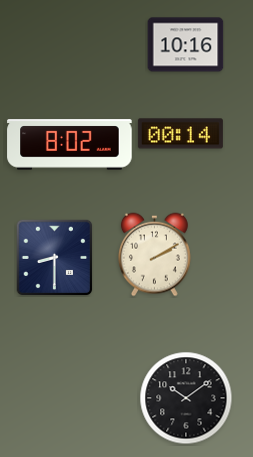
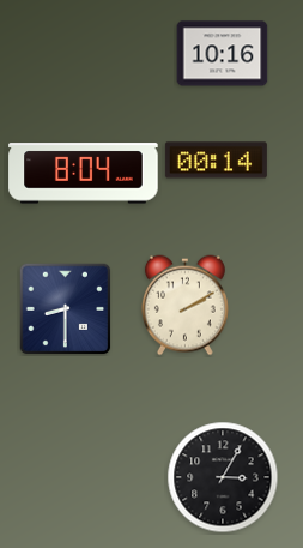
clock at (70, 145): 8:02 -> 8:04
clock at (186, 398): 10:09 -> 3:05
